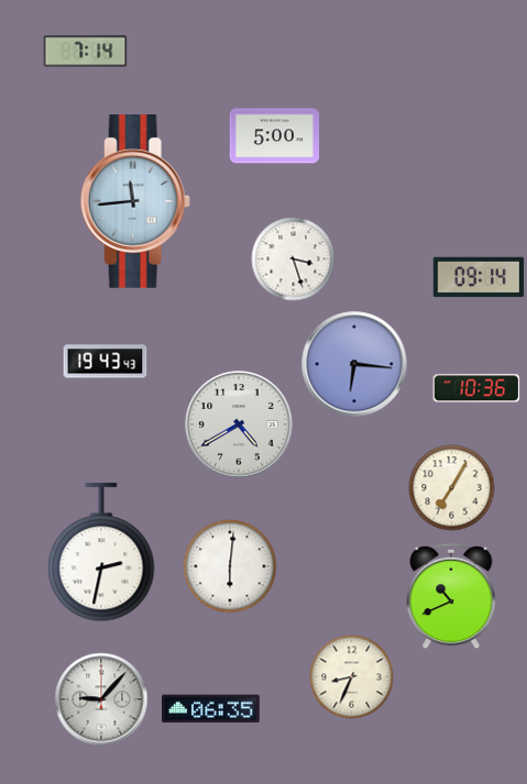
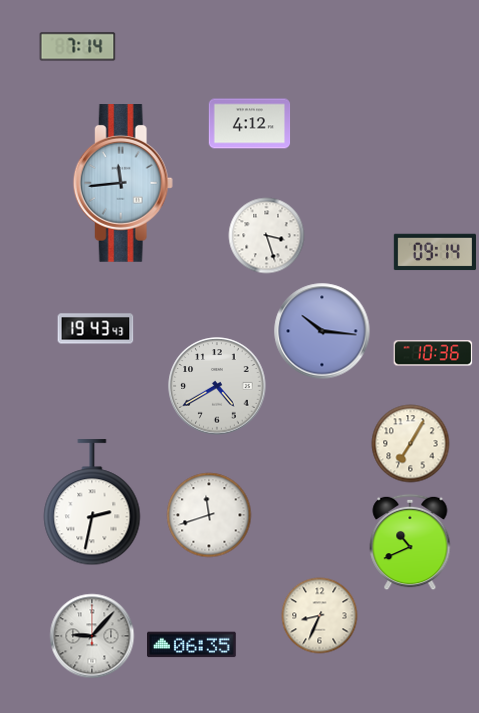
clock at (275, 136): 5:00 -> 4:12
clock at (354, 364): 6:16 -> 10:16
clock at (230, 566): 6:01 -> 11:42
